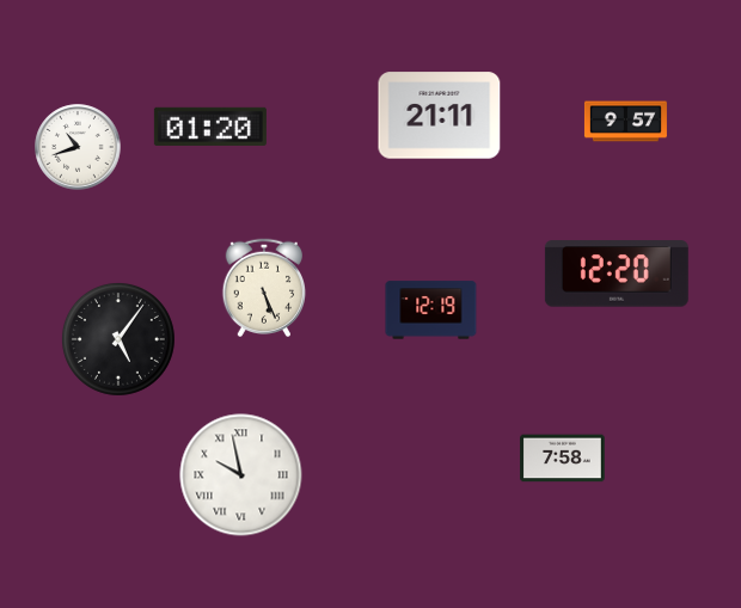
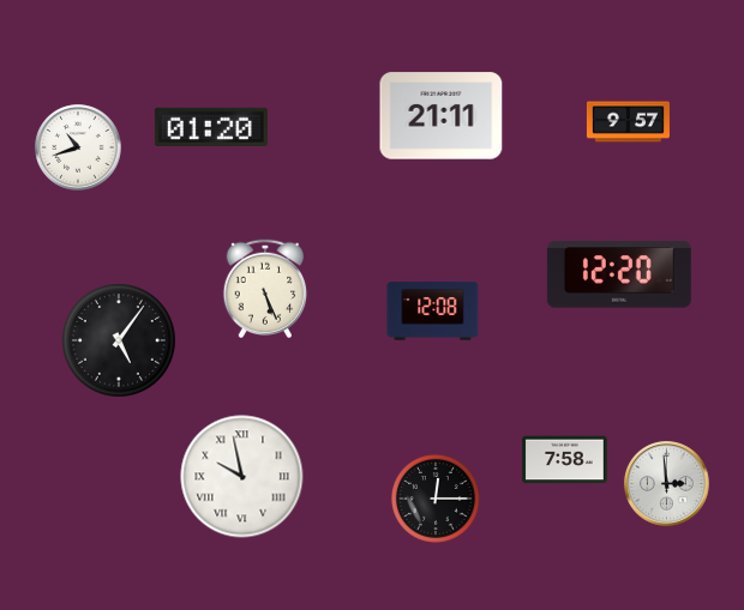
clock at (431, 311): 12:19 -> 12:08
clock at (667, 484): none -> 2:59
clock at (437, 500): none -> 12:15
